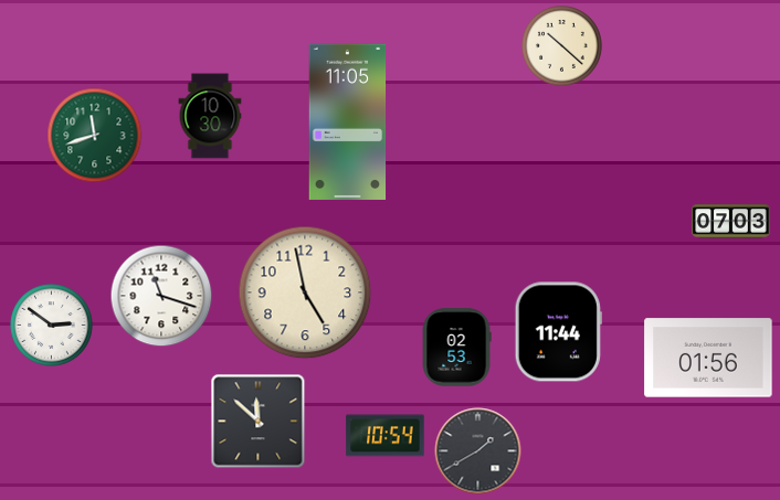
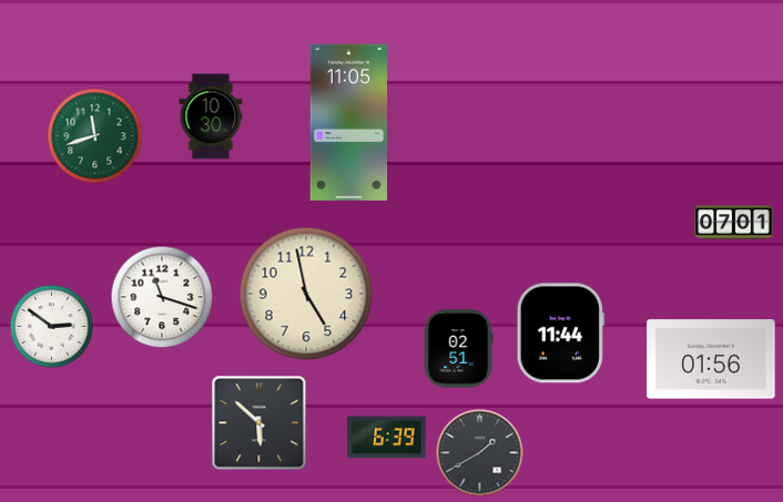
clock at (562, 46): 10:22 -> none
clock at (731, 222): 07:03 -> 07:01
clock at (456, 348): 02:53 -> 02:51
clock at (259, 422): 11:52 -> 5:52
clock at (386, 436): 10:54 -> 6:39
